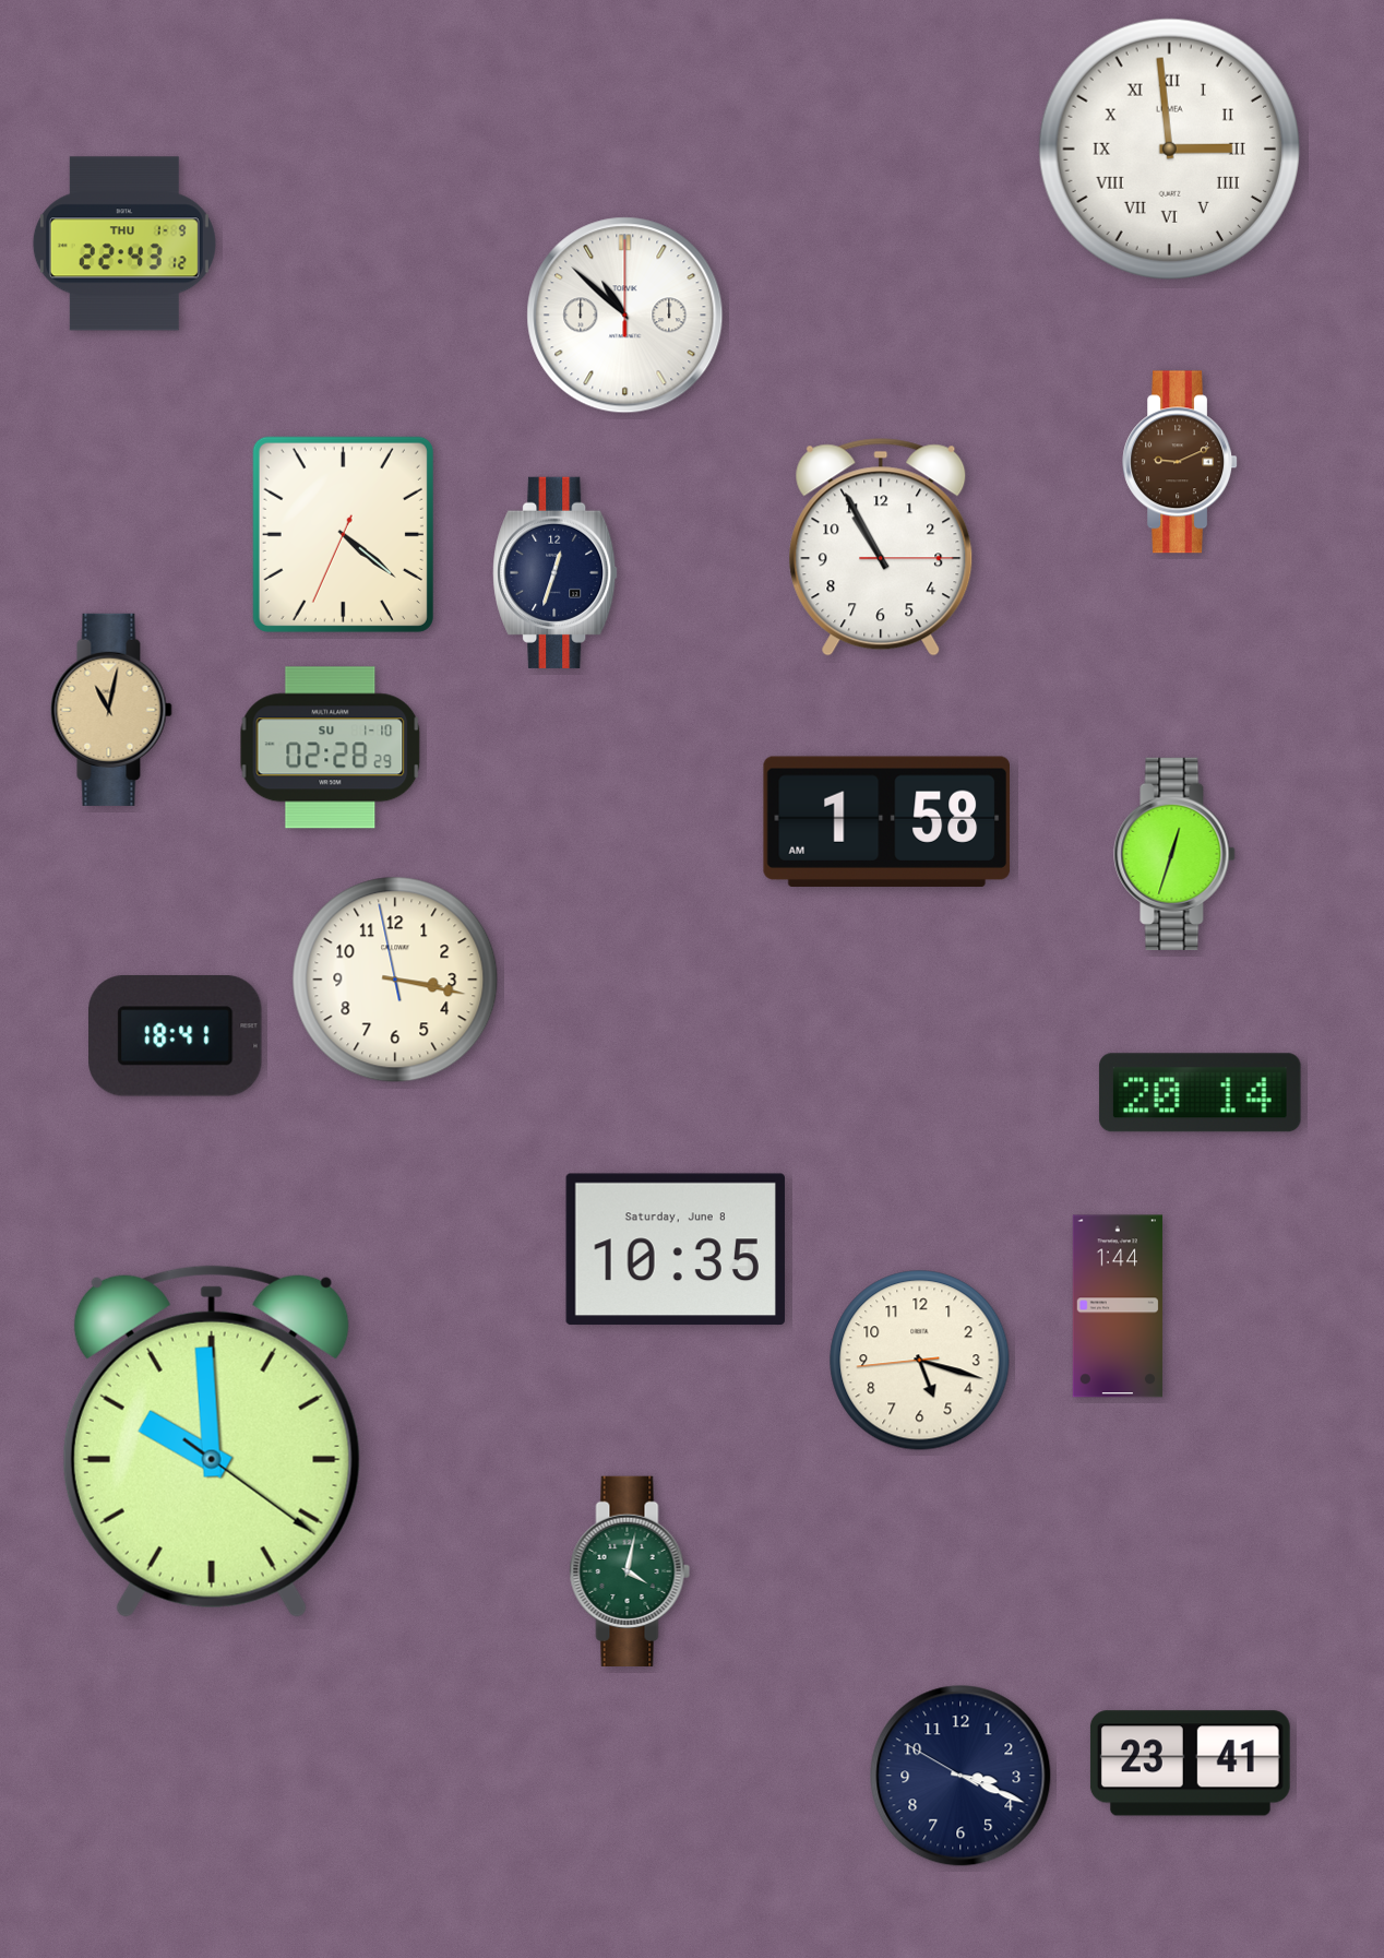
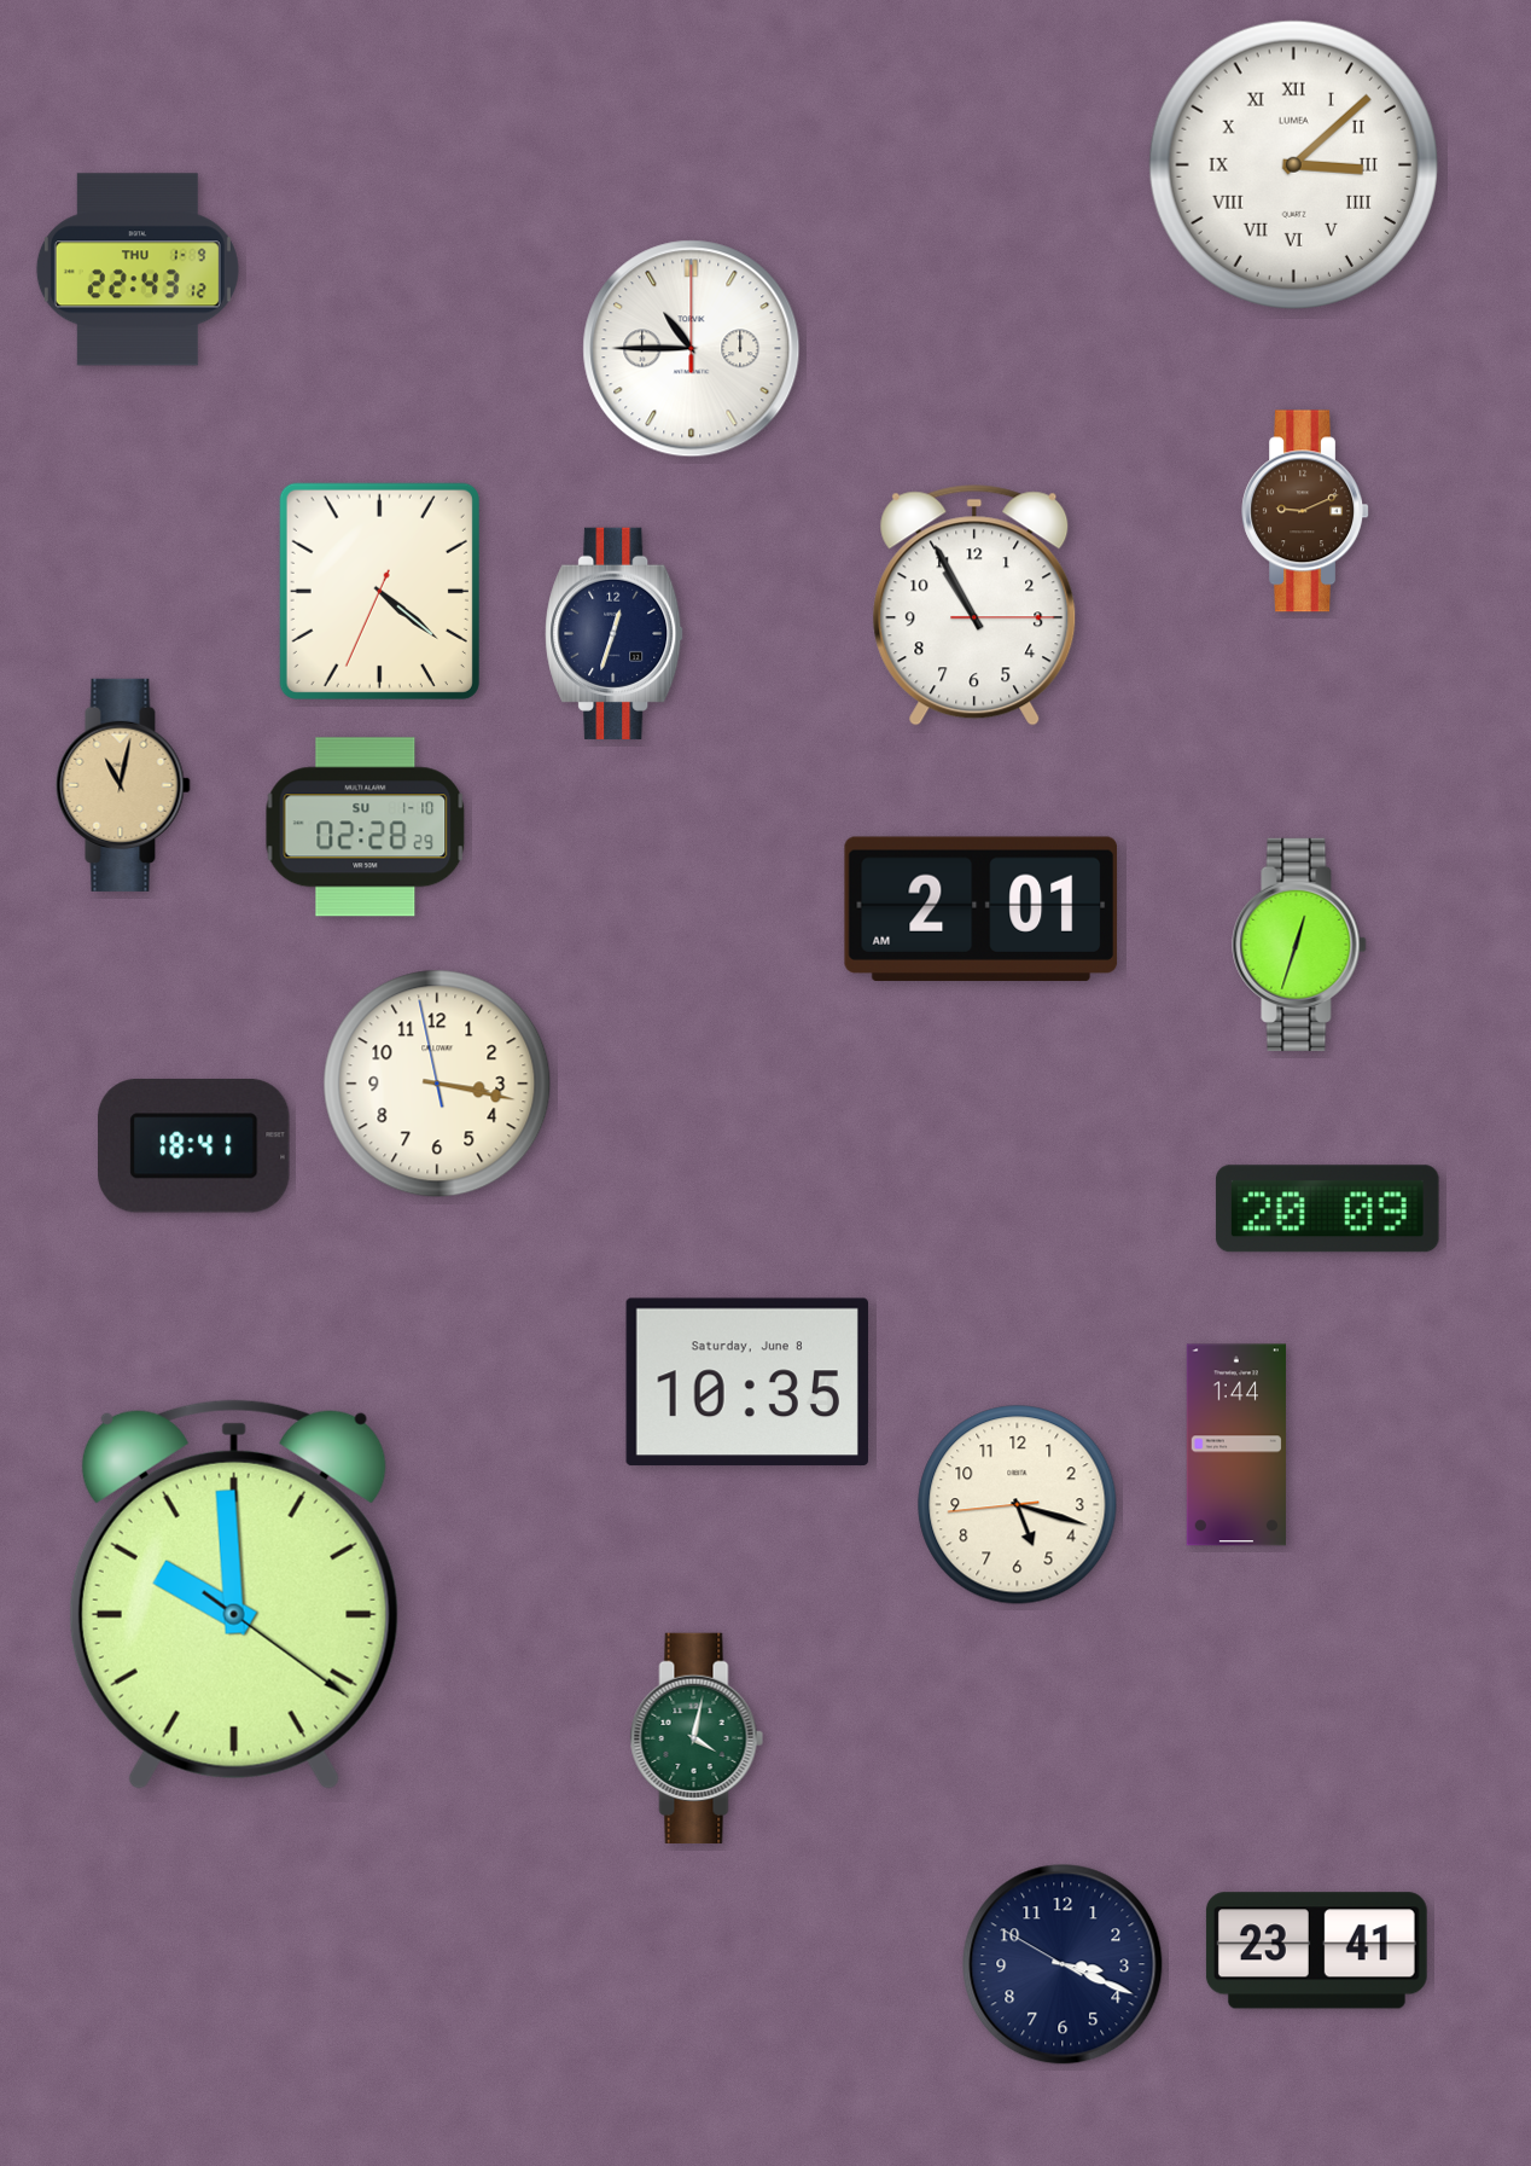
clock at (1169, 149): 2:59 -> 3:08
clock at (625, 316): 10:52 -> 10:45
clock at (887, 821): 1:58 -> 2:01
clock at (1200, 1093): 20:14 -> 20:09
